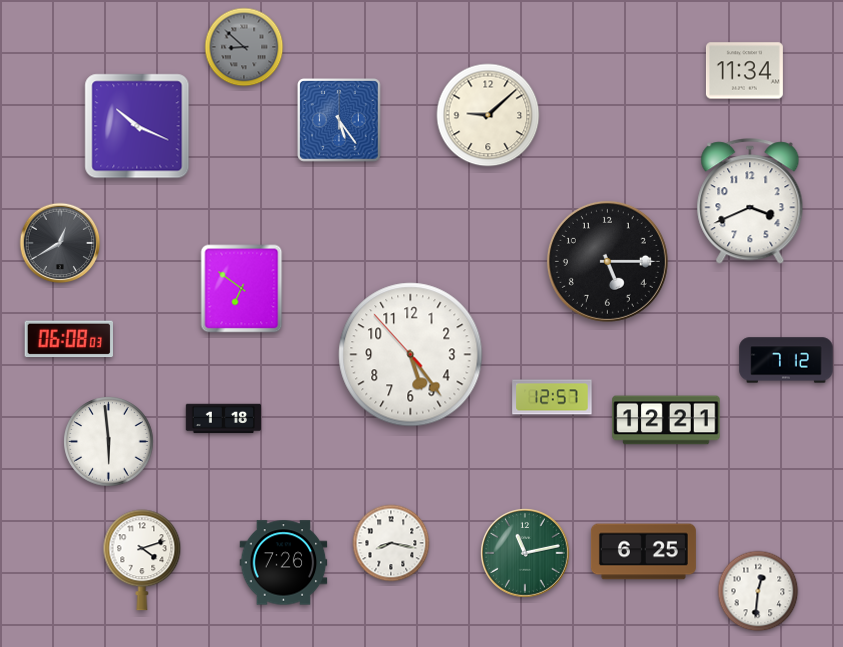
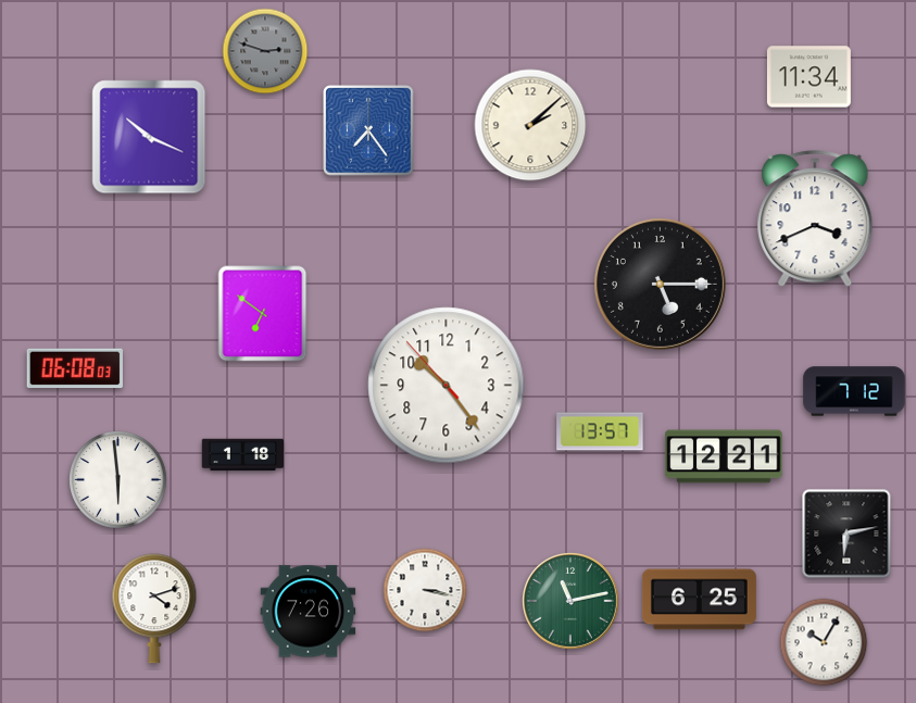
clock at (244, 47): 8:52 -> 2:48
clock at (488, 115): 9:08 -> 2:08
clock at (340, 121): 5:24 -> 7:24
clock at (60, 243): 12:40 -> none
clock at (411, 355): 5:23 -> 10:23
clock at (552, 397): 12:57 -> 13:57
clock at (846, 533): none -> 6:13
clock at (391, 543): 8:17 -> 3:17
clock at (758, 591): 12:31 -> 10:05
